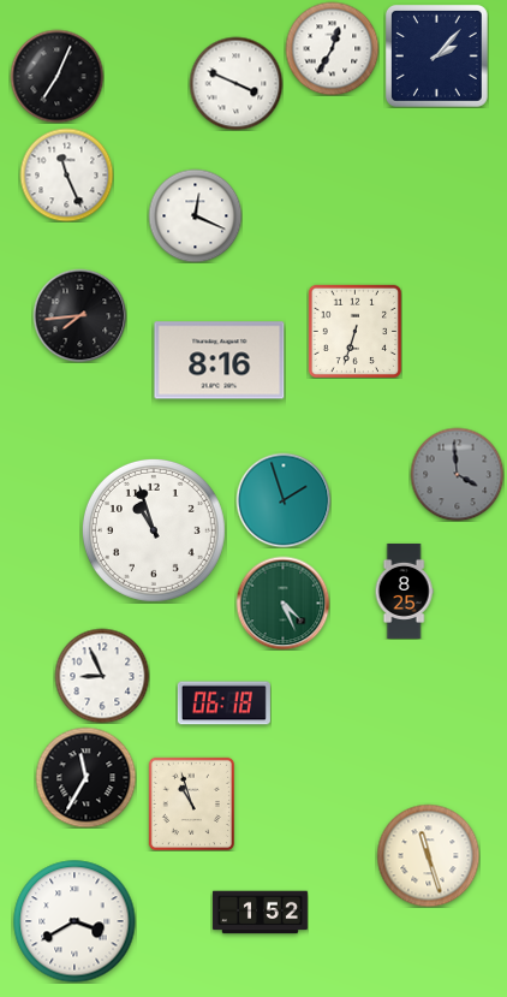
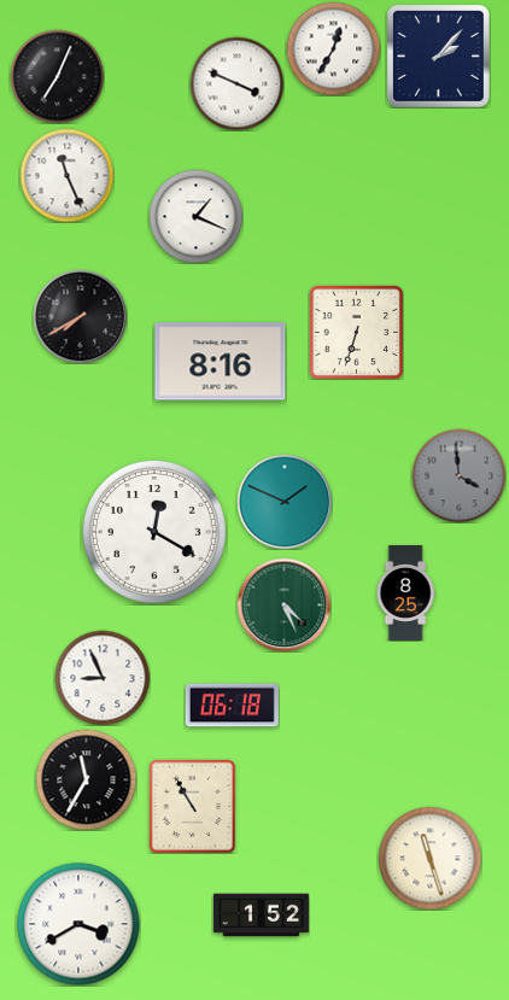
clock at (195, 215): 12:19 -> 1:19
clock at (79, 315): 7:44 -> 7:40
clock at (284, 500): 1:57 -> 1:49
clock at (154, 530): 10:57 -> 12:20
clock at (223, 704) position: (223, 704) -> (232, 706)
clock at (192, 803): 10:57 -> 10:55
clock at (74, 921) position: (74, 921) -> (78, 924)
